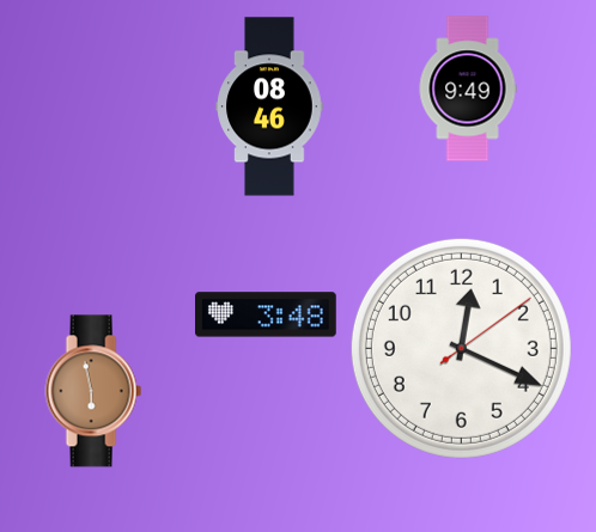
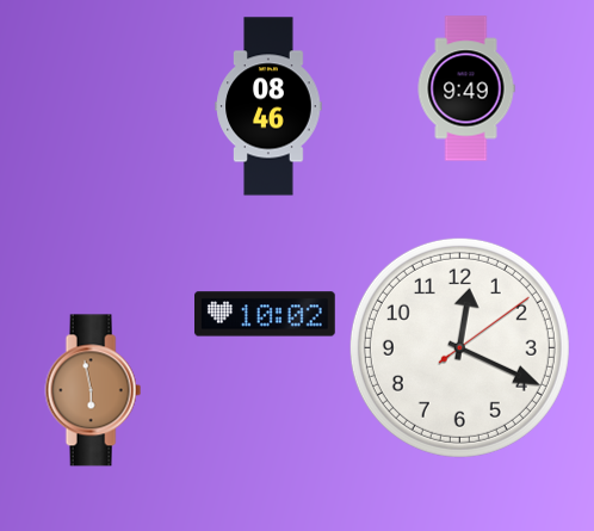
clock at (266, 314): 3:48 -> 10:02
